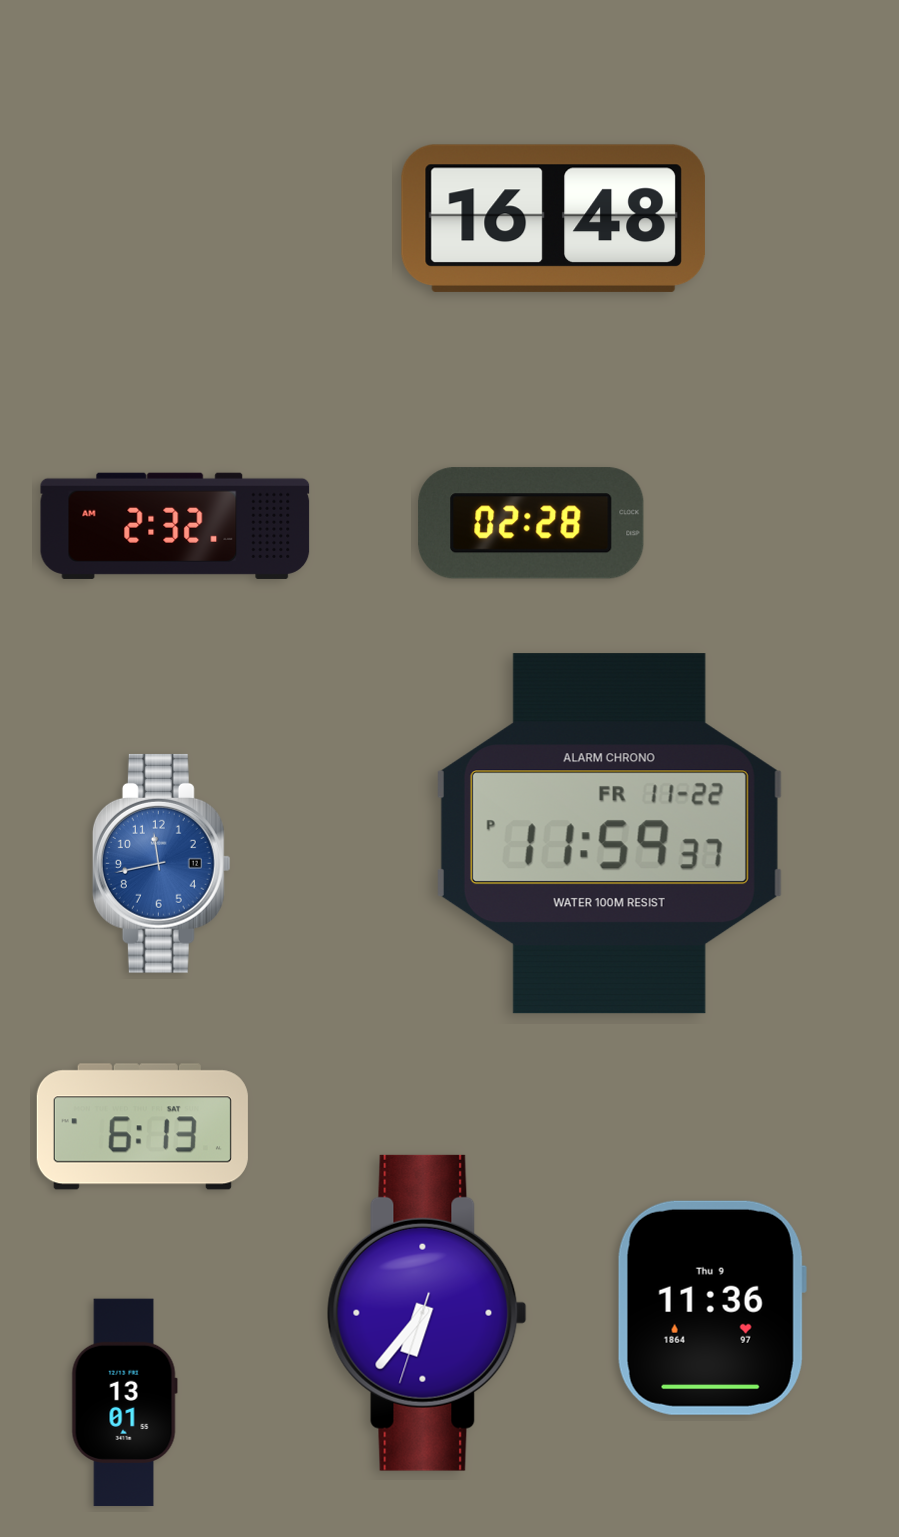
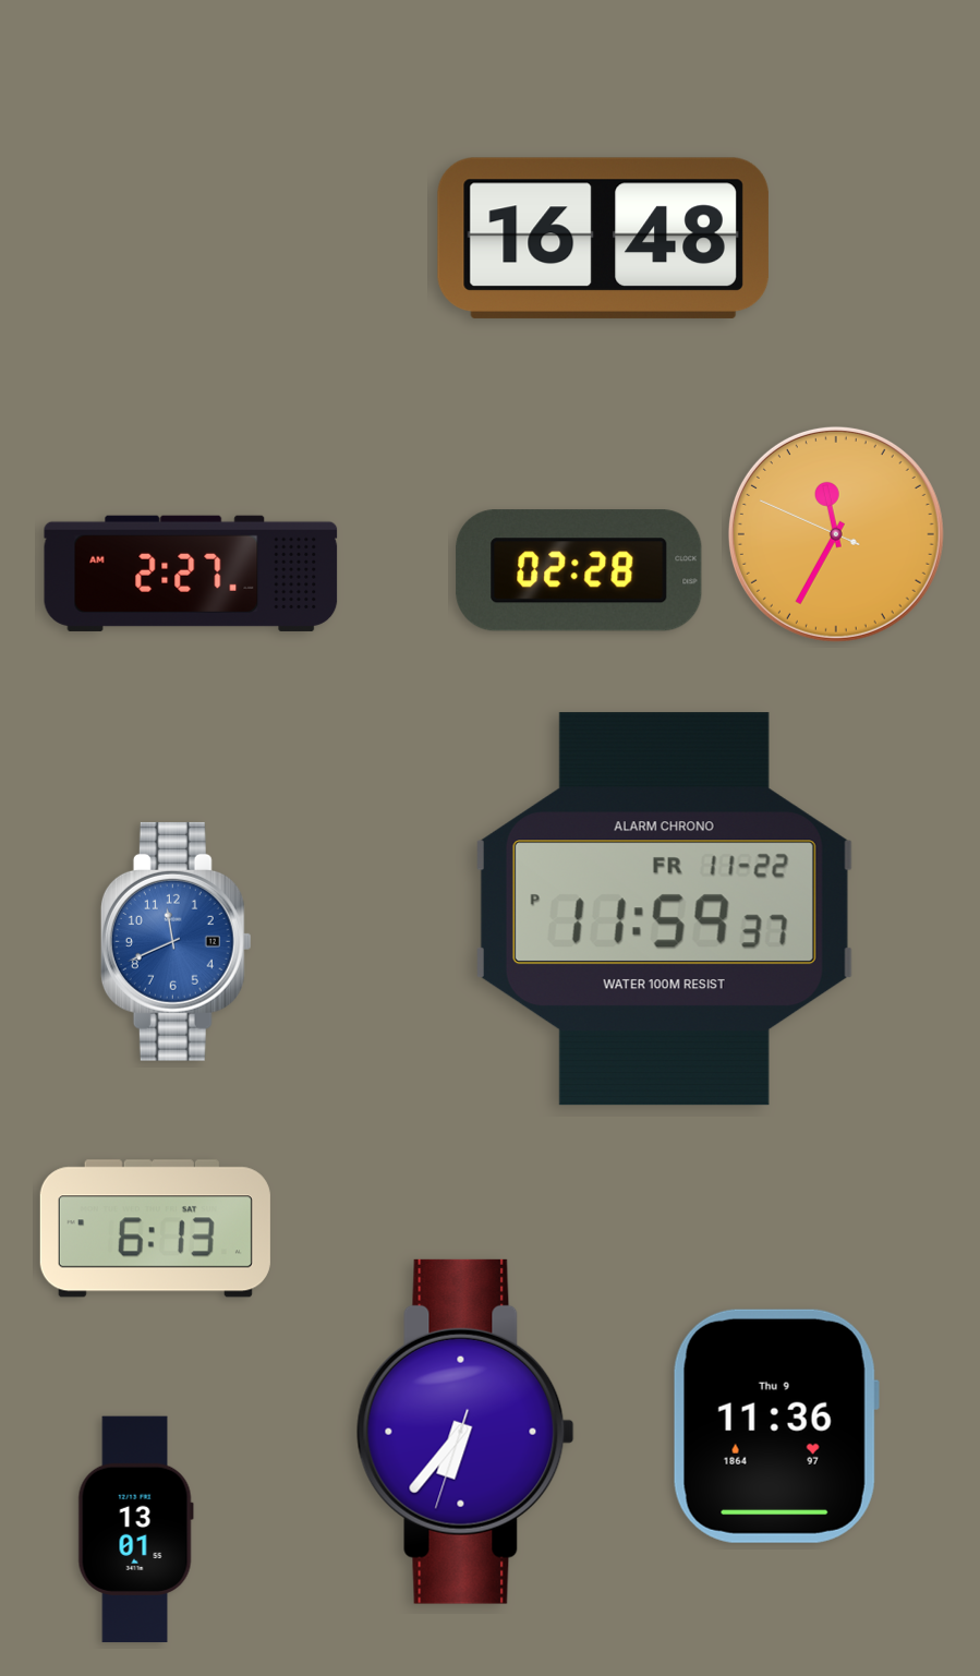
clock at (836, 534): none -> 11:34
clock at (175, 526): 2:32 -> 2:27
clock at (161, 863): 11:43 -> 11:41
